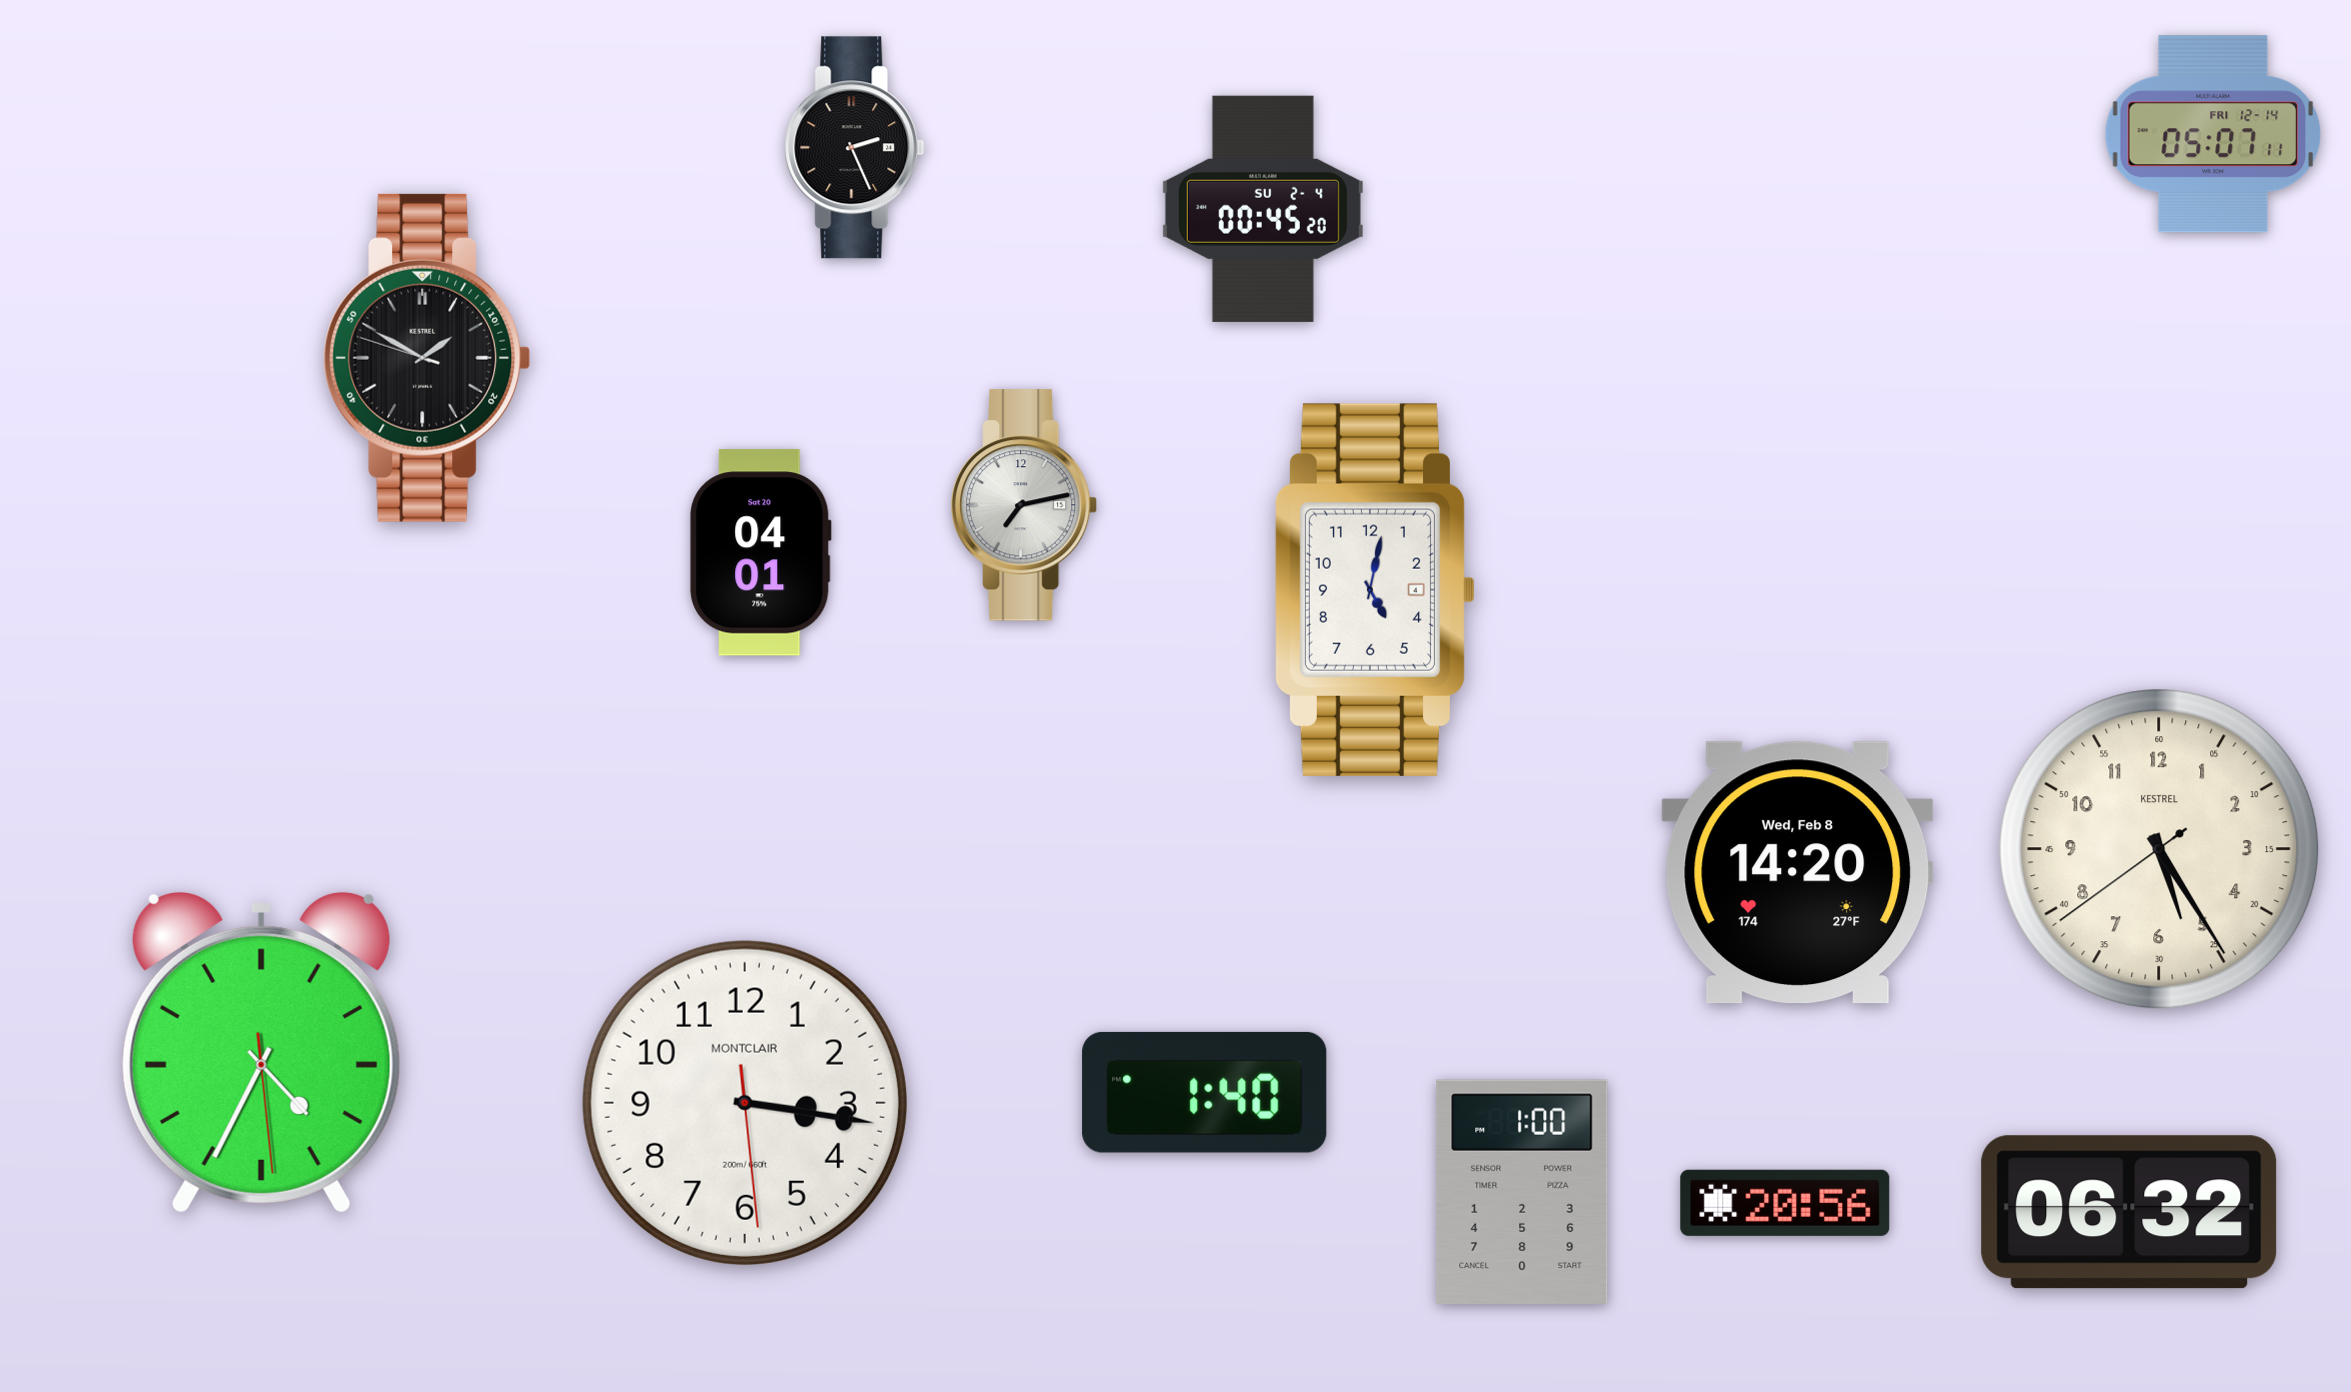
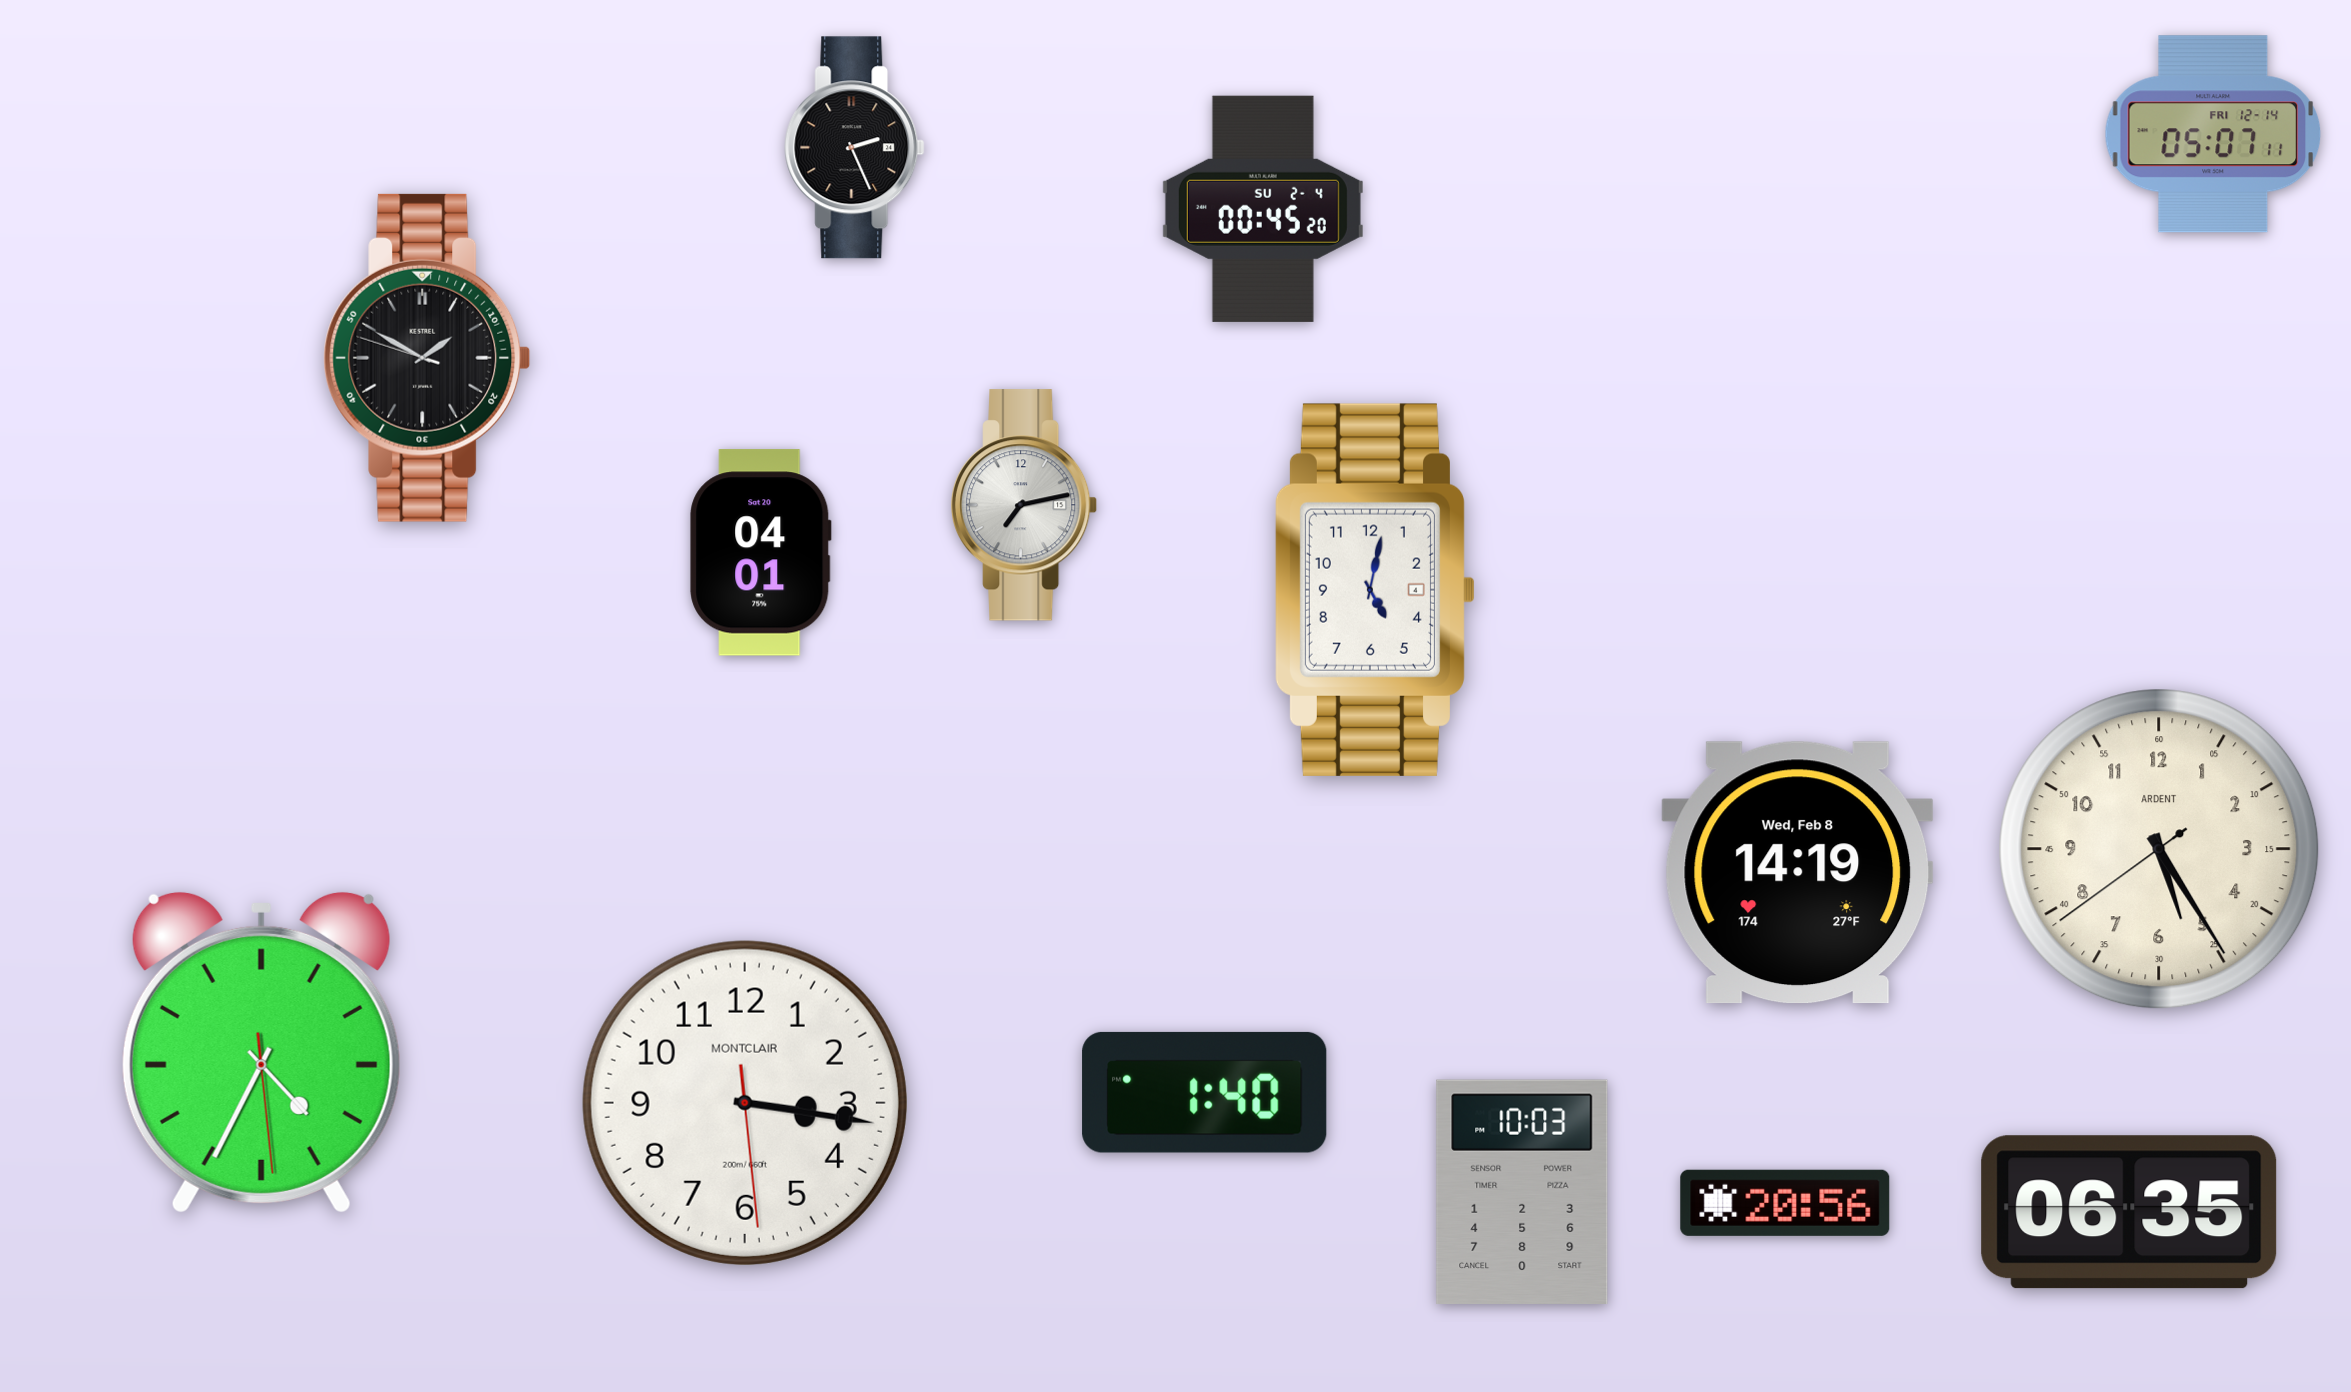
clock at (2159, 849) brand: KESTREL -> ARDENT
clock at (1798, 873): 14:20 -> 14:19
clock at (1522, 1192): 1:00 -> 10:03
clock at (2129, 1212): 06:32 -> 06:35
